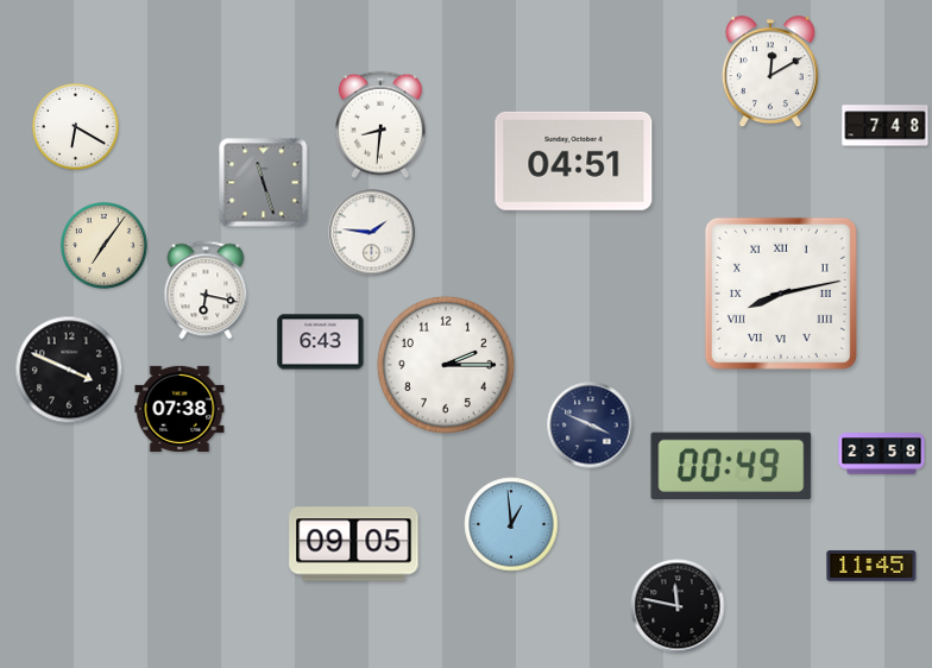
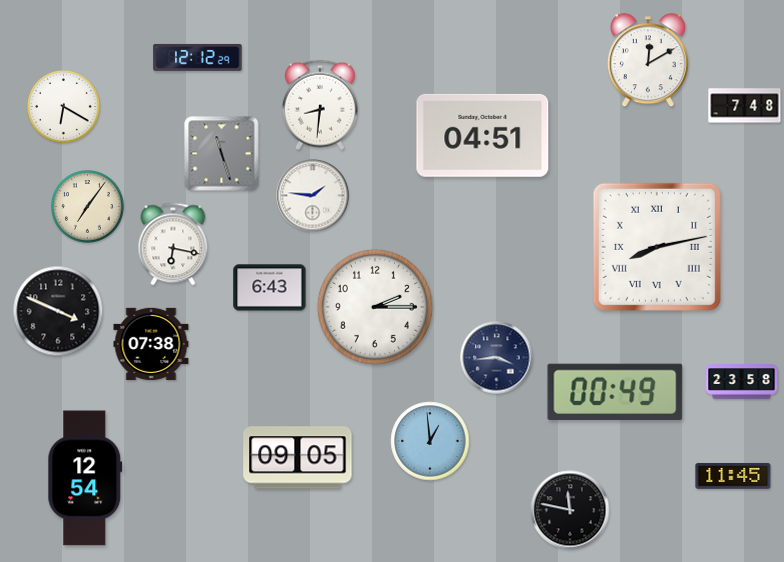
clock at (198, 57): none -> 12:12
clock at (591, 426): 3:49 -> 3:44
clock at (85, 478): none -> 12:54
